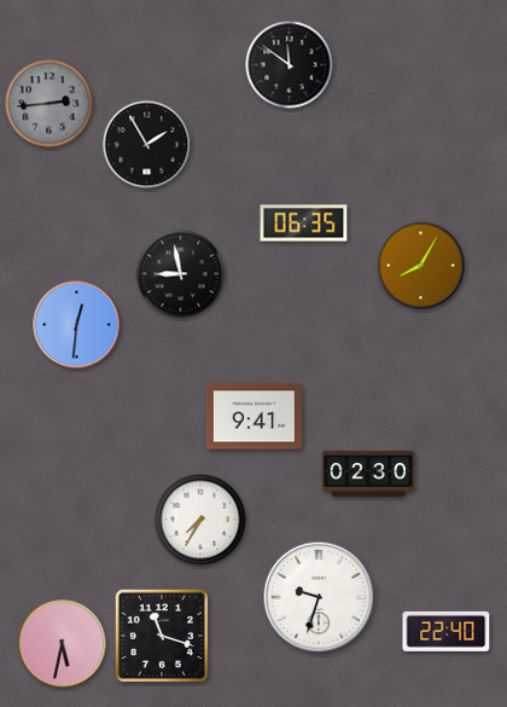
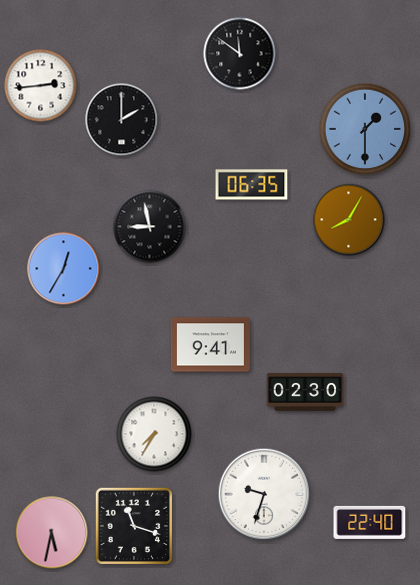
clock at (49, 104) dial: grey -> white
clock at (147, 145): 1:55 -> 2:00
clock at (365, 129): none -> 1:30
clock at (77, 325): 12:31 -> 12:35
clock at (200, 520) position: (200, 520) -> (154, 434)
